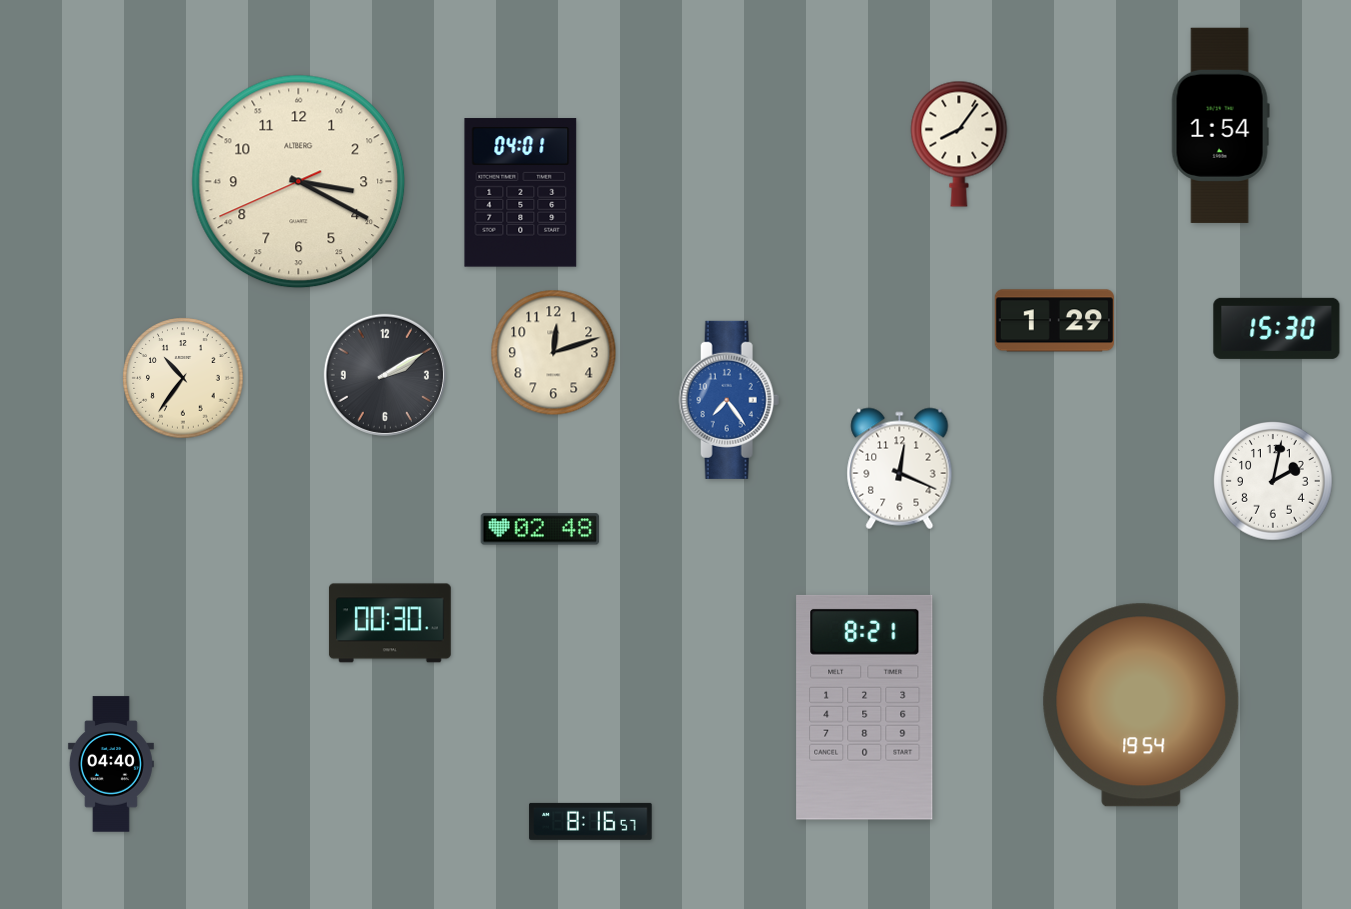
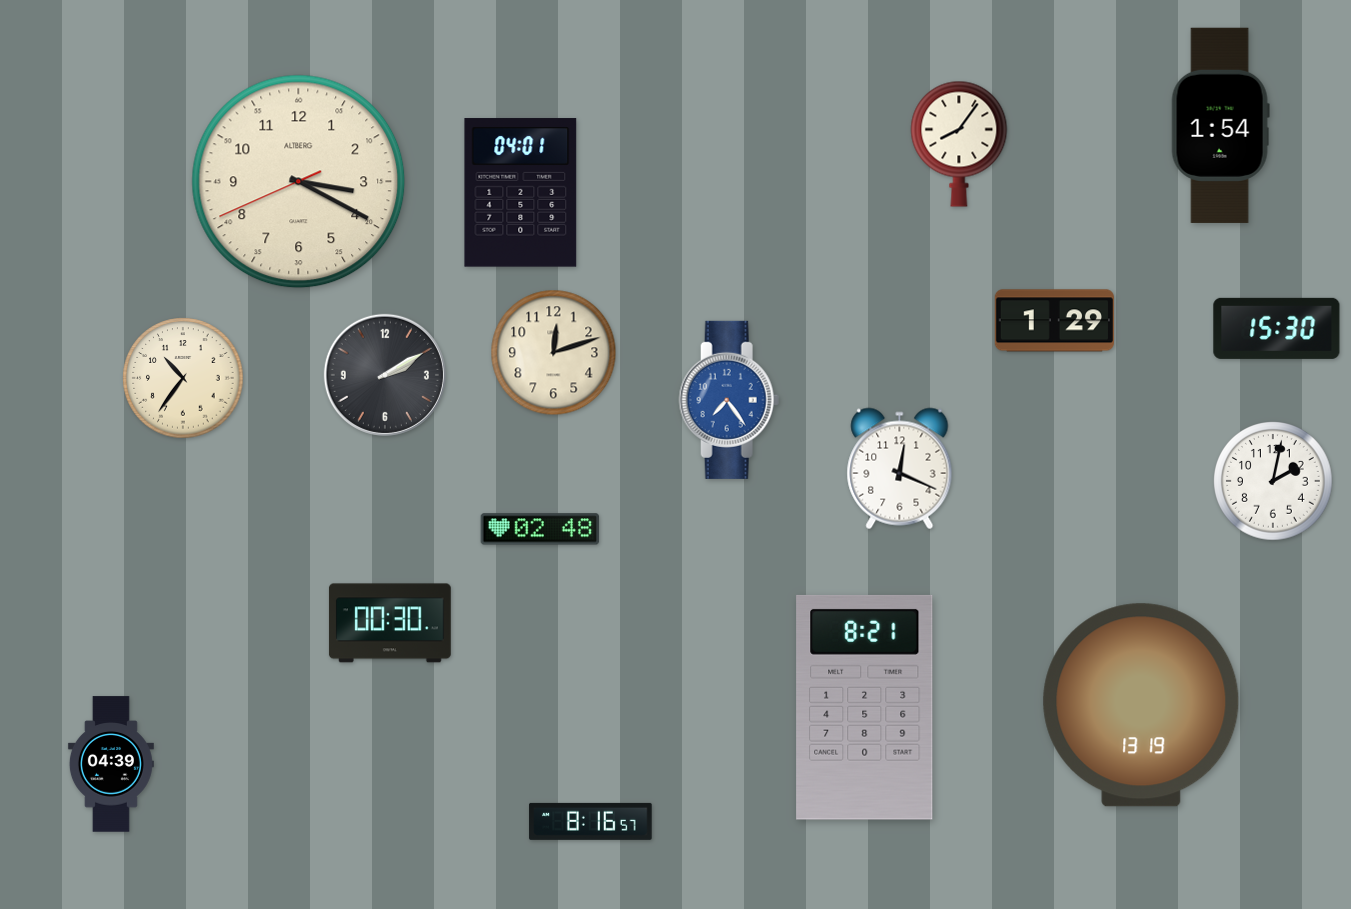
clock at (1141, 705): 19:54 -> 13:19
clock at (111, 764): 04:40 -> 04:39
